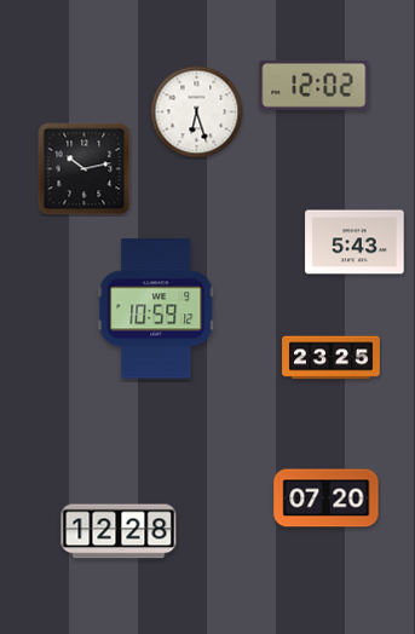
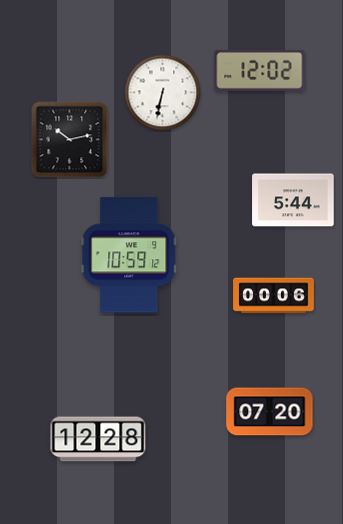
clock at (197, 113): 6:27 -> 6:32
clock at (355, 242): 5:43 -> 5:44
clock at (332, 358): 23:25 -> 00:06
